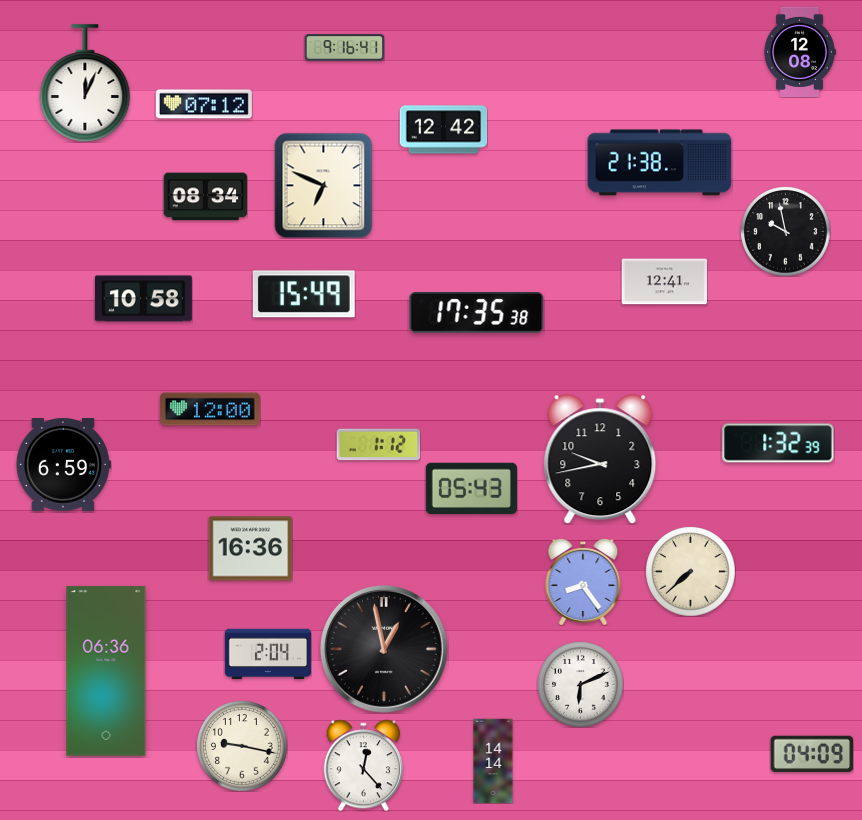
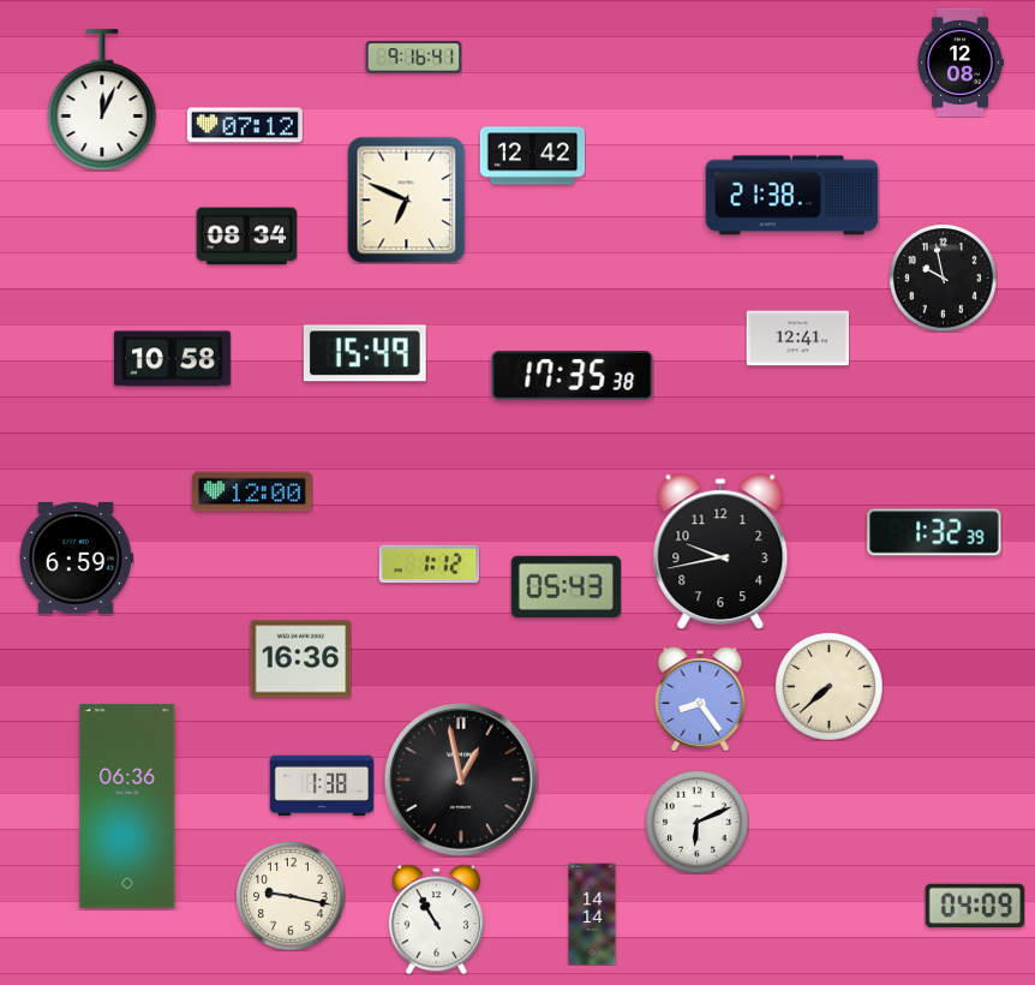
clock at (324, 185) position: (324, 185) -> (407, 199)
clock at (378, 445) position: (378, 445) -> (429, 565)
clock at (268, 654): 2:04 -> 1:38
clock at (363, 765): 12:23 -> 10:55
